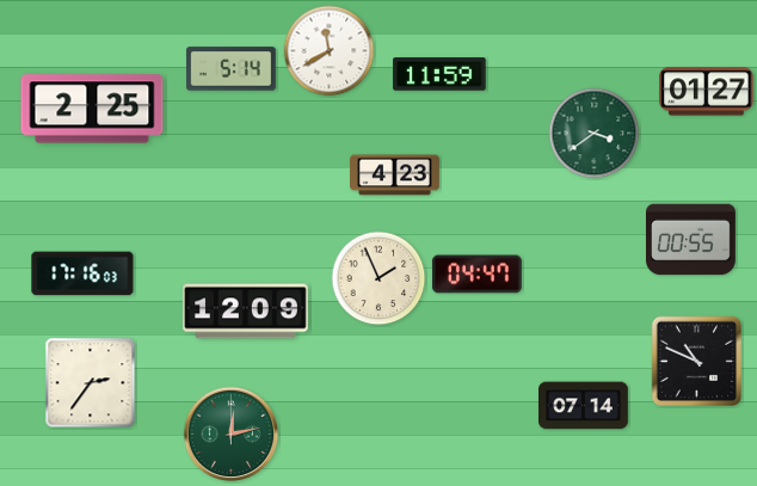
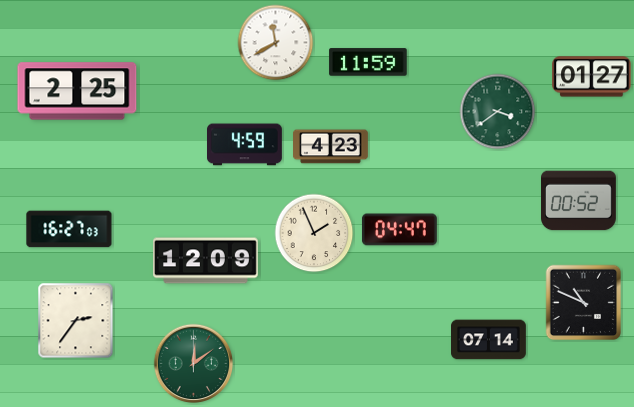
clock at (232, 69): 5:14 -> none
clock at (245, 145): none -> 4:59
clock at (691, 240): 00:55 -> 00:52
clock at (82, 273): 17:16 -> 16:27
clock at (378, 278) position: (378, 278) -> (314, 233)
clock at (232, 435): 12:13 -> 12:09
